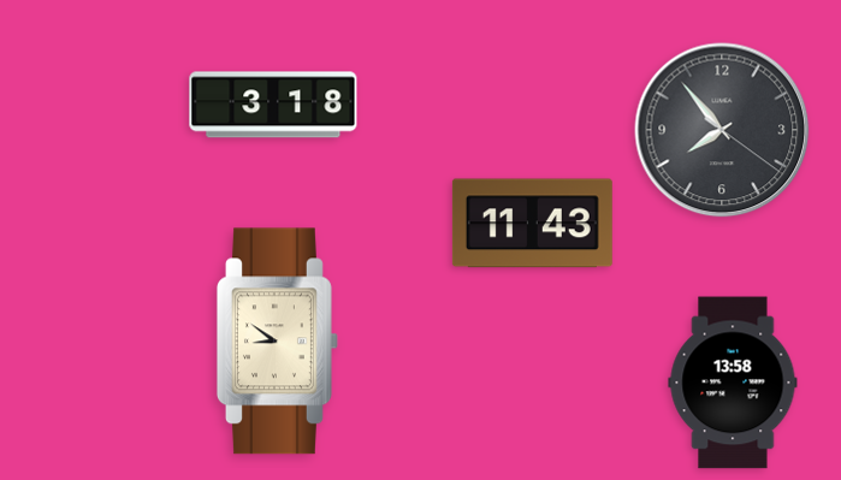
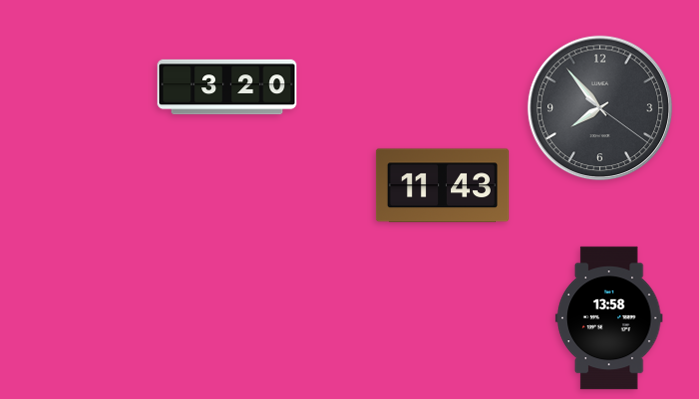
clock at (273, 105): 3:18 -> 3:20
clock at (278, 342): 8:51 -> none
